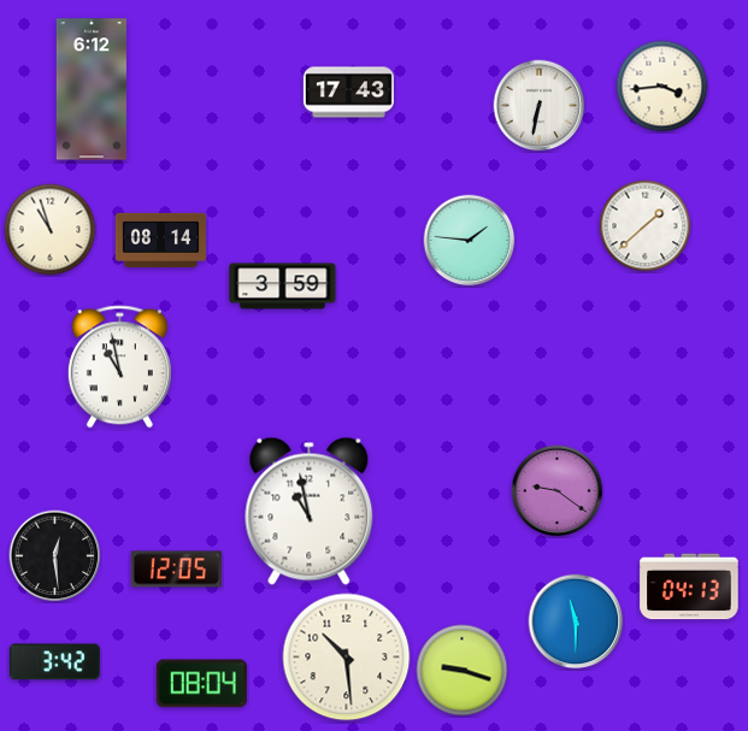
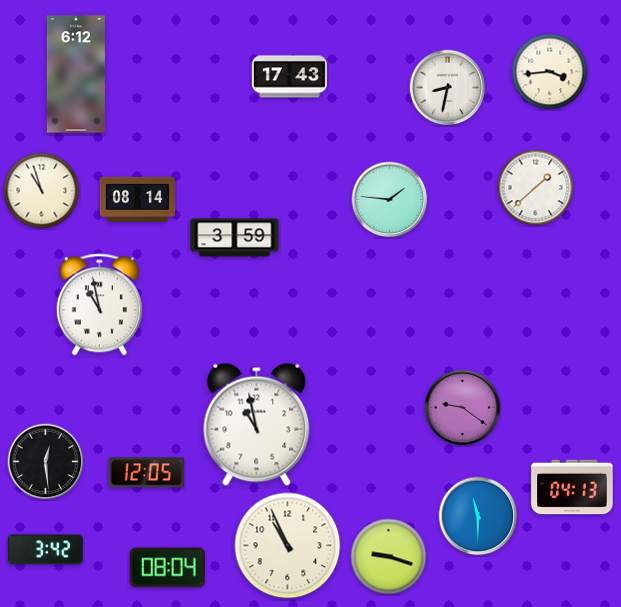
clock at (540, 106): 6:32 -> 8:32
clock at (160, 240) position: (160, 240) -> (137, 199)
clock at (347, 658): 10:29 -> 10:56
clock at (463, 671) position: (463, 671) -> (389, 557)
